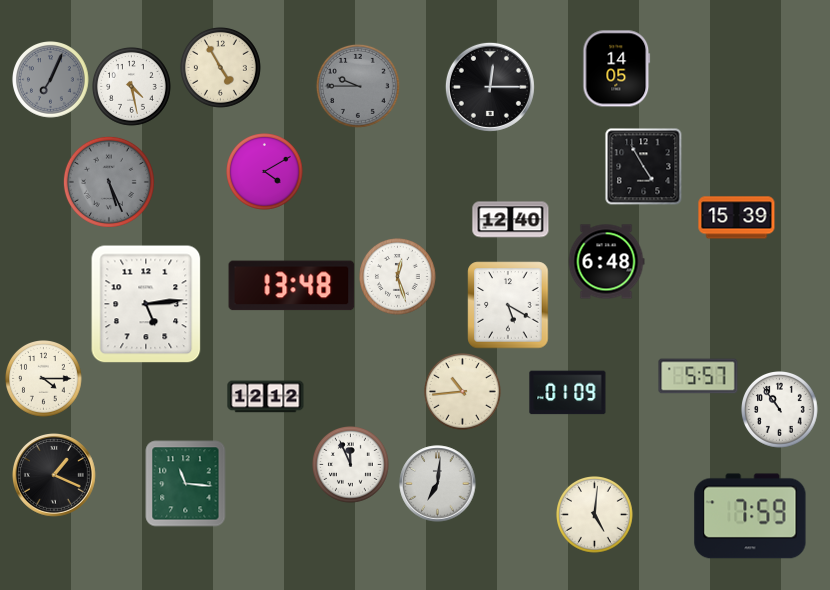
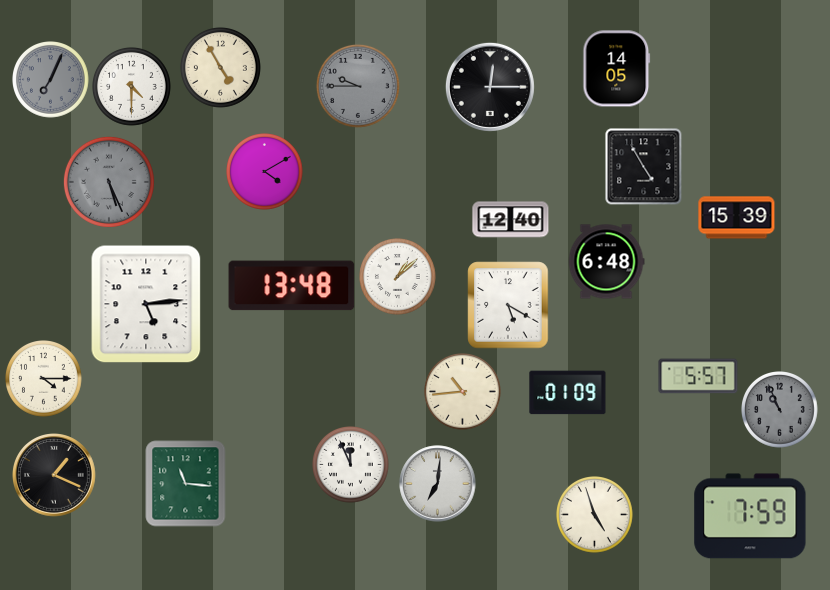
clock at (131, 86): 4:28 -> 4:30
clock at (398, 277): 12:27 -> 1:08
clock at (266, 397): 12:12 -> none
clock at (780, 410): 10:54 -> 10:56
clock at (780, 410) dial: white -> grey
clock at (595, 515): 5:01 -> 4:57
